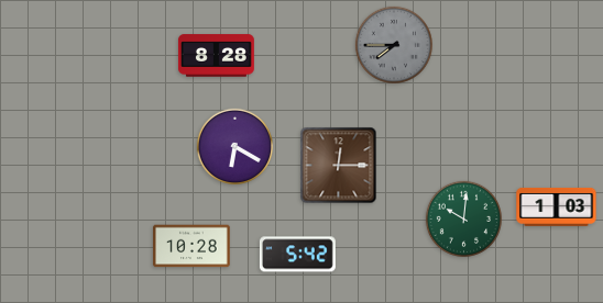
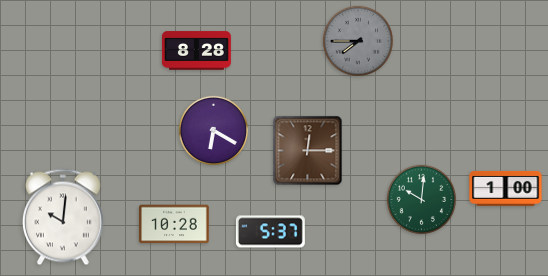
clock at (235, 147) position: (235, 147) -> (214, 131)
clock at (557, 206): 1:03 -> 1:00
clock at (63, 217): none -> 10:01
clock at (297, 255): 5:42 -> 5:37
